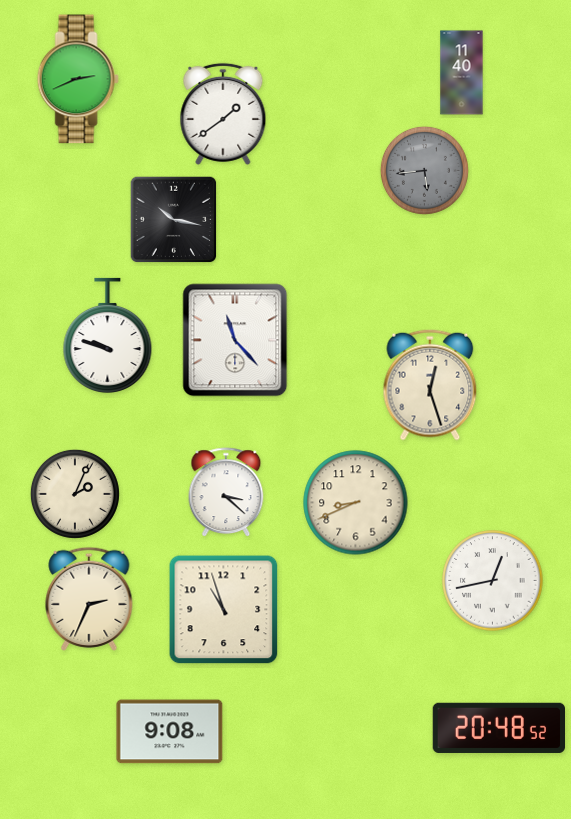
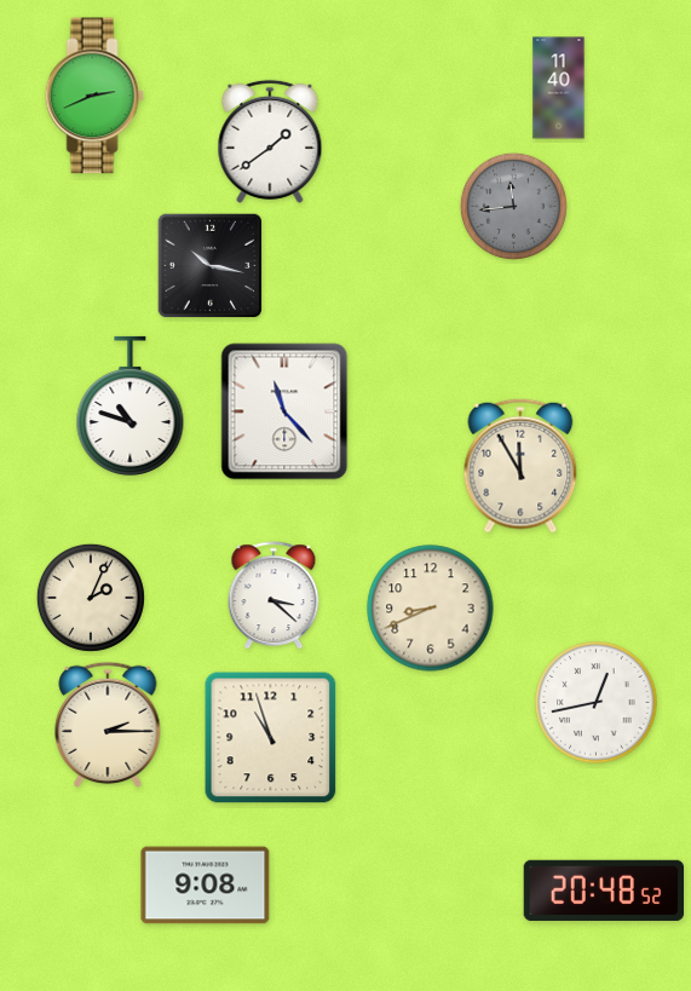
clock at (223, 114) position: (223, 114) -> (270, 142)
clock at (424, 170): 5:44 -> 11:44
clock at (108, 335): 9:48 -> 10:48
clock at (430, 385): 12:27 -> 11:55
clock at (89, 599): 2:34 -> 2:15
clock at (498, 728) position: (498, 728) -> (603, 891)
